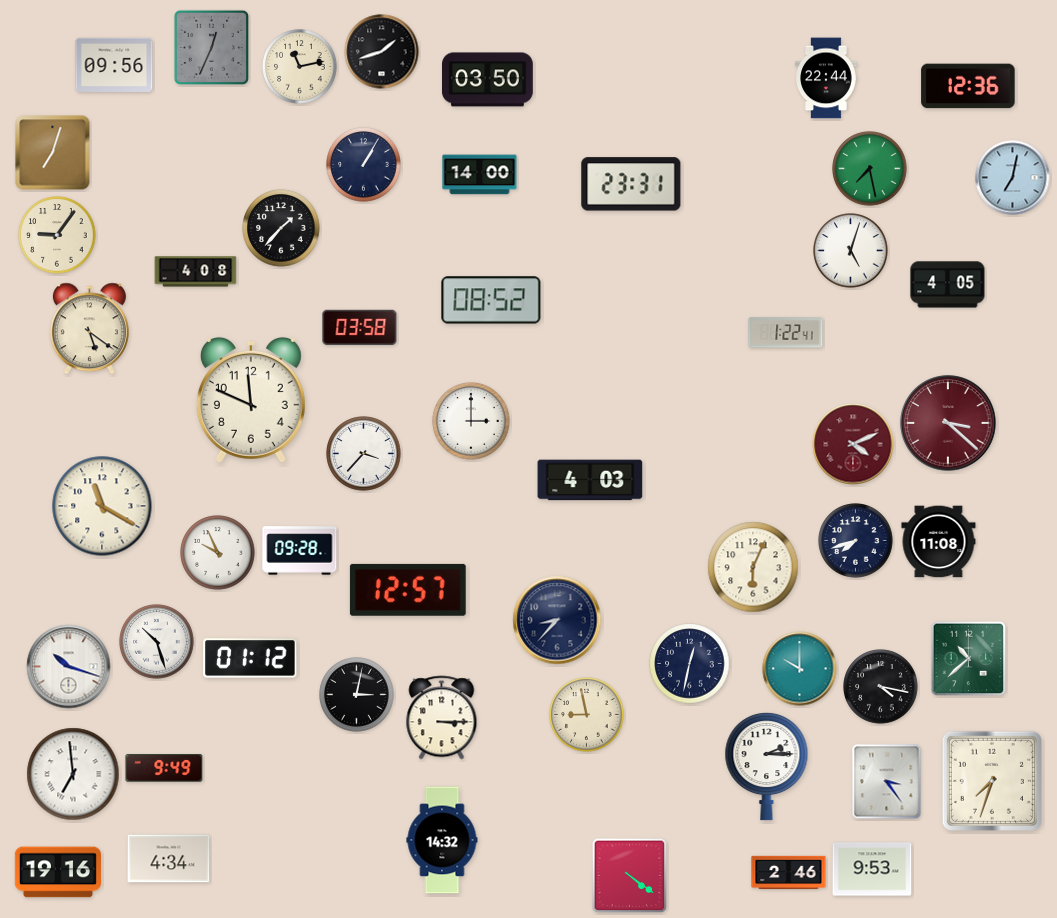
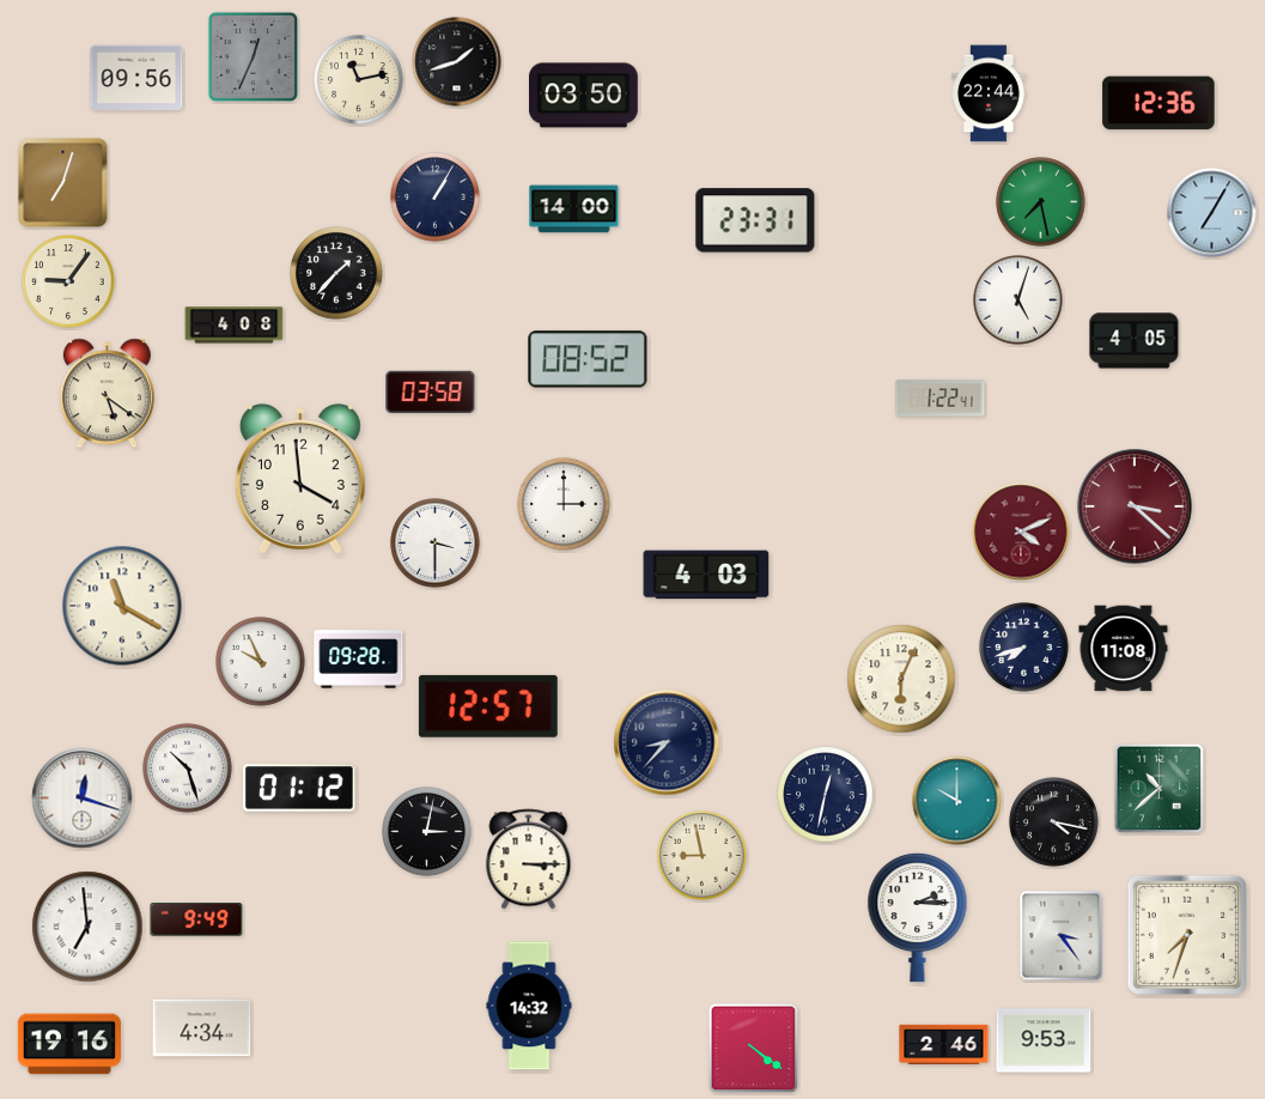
clock at (1013, 178): 7:02 -> 7:05
clock at (251, 400): 11:49 -> 3:59
clock at (364, 454): 3:37 -> 3:30
clock at (69, 667): 10:18 -> 12:18
